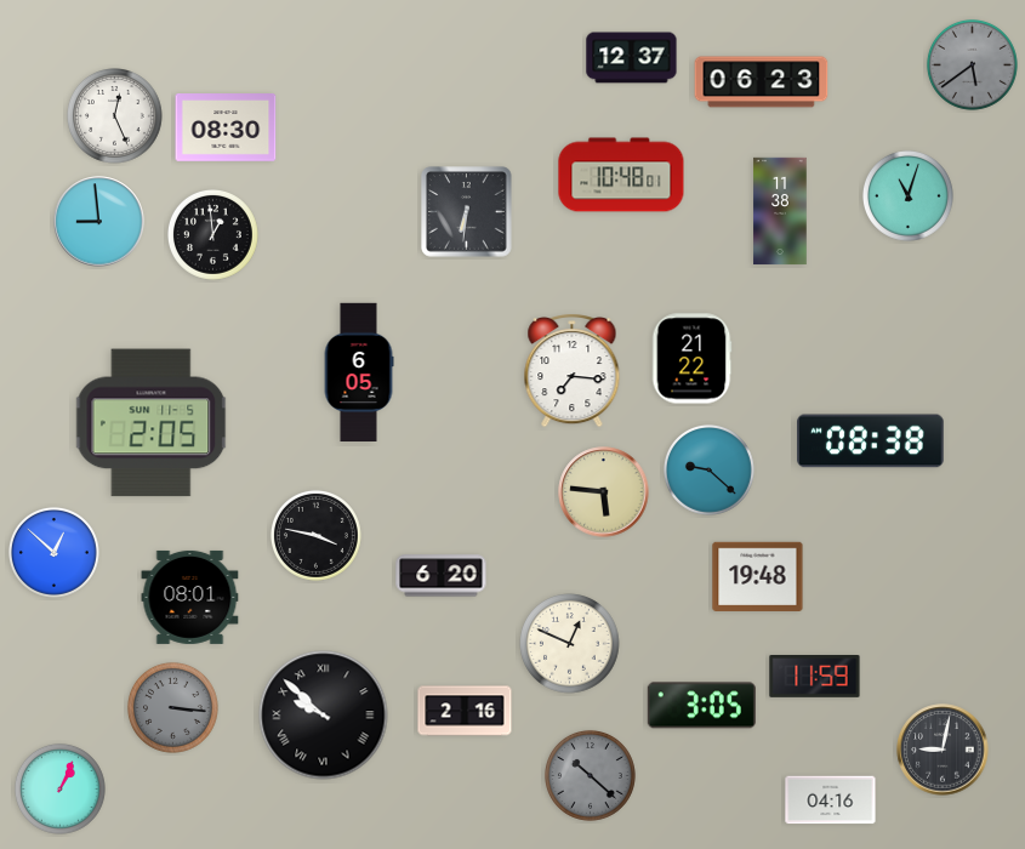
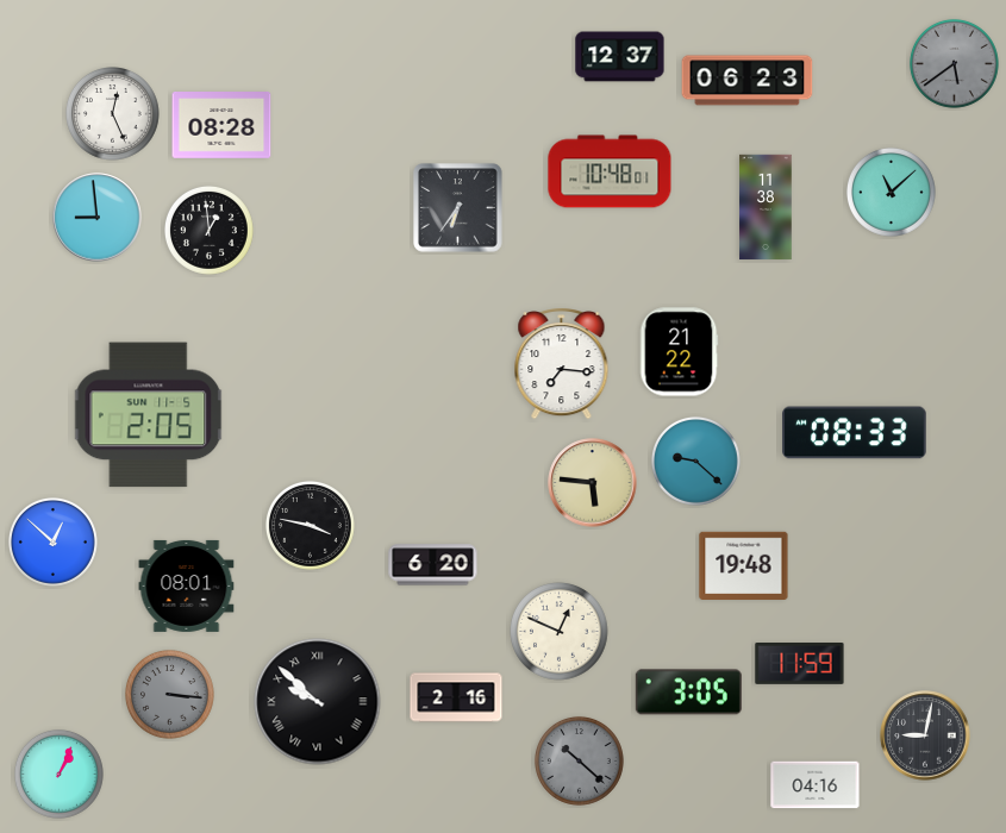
clock at (226, 129): 08:30 -> 08:28
clock at (907, 195): 11:03 -> 11:08
clock at (467, 212): 6:31 -> 6:36
clock at (359, 371): 6:05 -> none
clock at (871, 441): 08:38 -> 08:33
